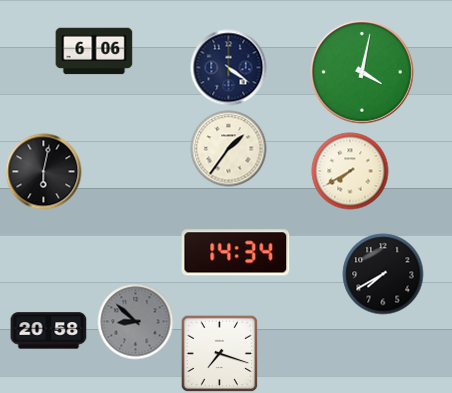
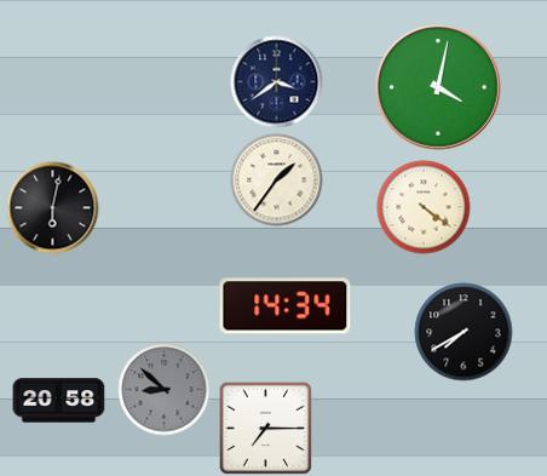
clock at (94, 51): 6:06 -> none
clock at (229, 68): 4:21 -> 3:39
clock at (350, 171): 7:40 -> 4:21
clock at (219, 353): 7:18 -> 7:15
